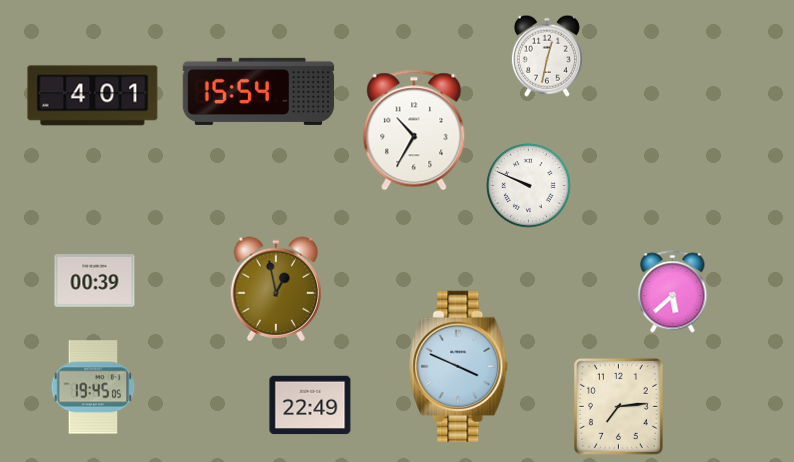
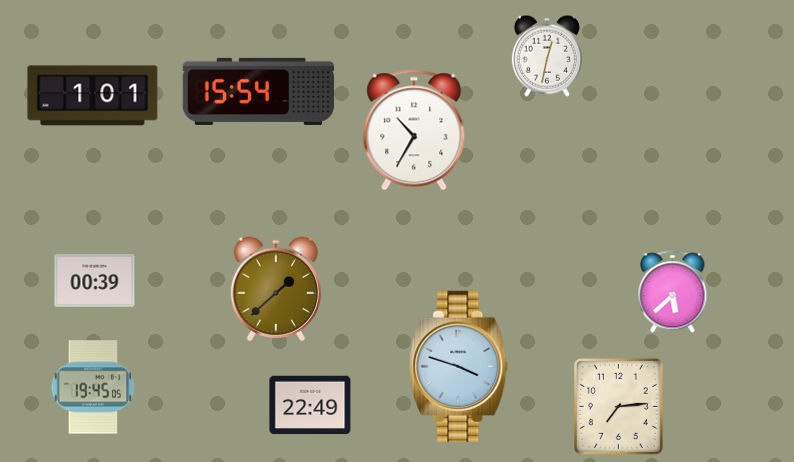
clock at (93, 96): 4:01 -> 1:01
clock at (529, 186): 9:49 -> none
clock at (276, 289): 12:58 -> 1:38
clock at (459, 366): 3:49 -> 3:48
